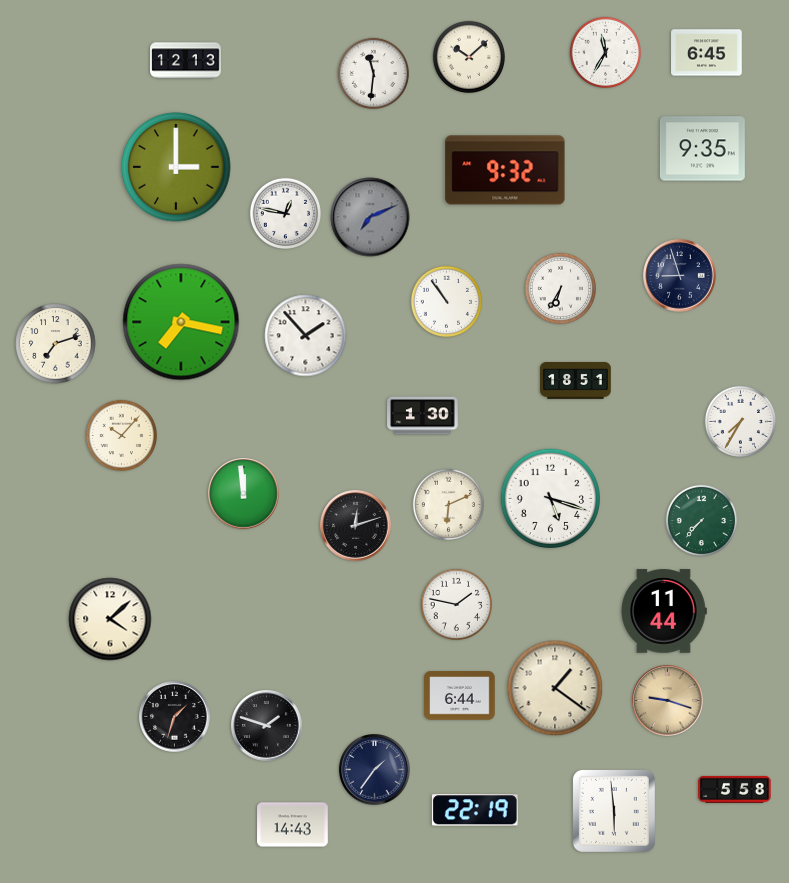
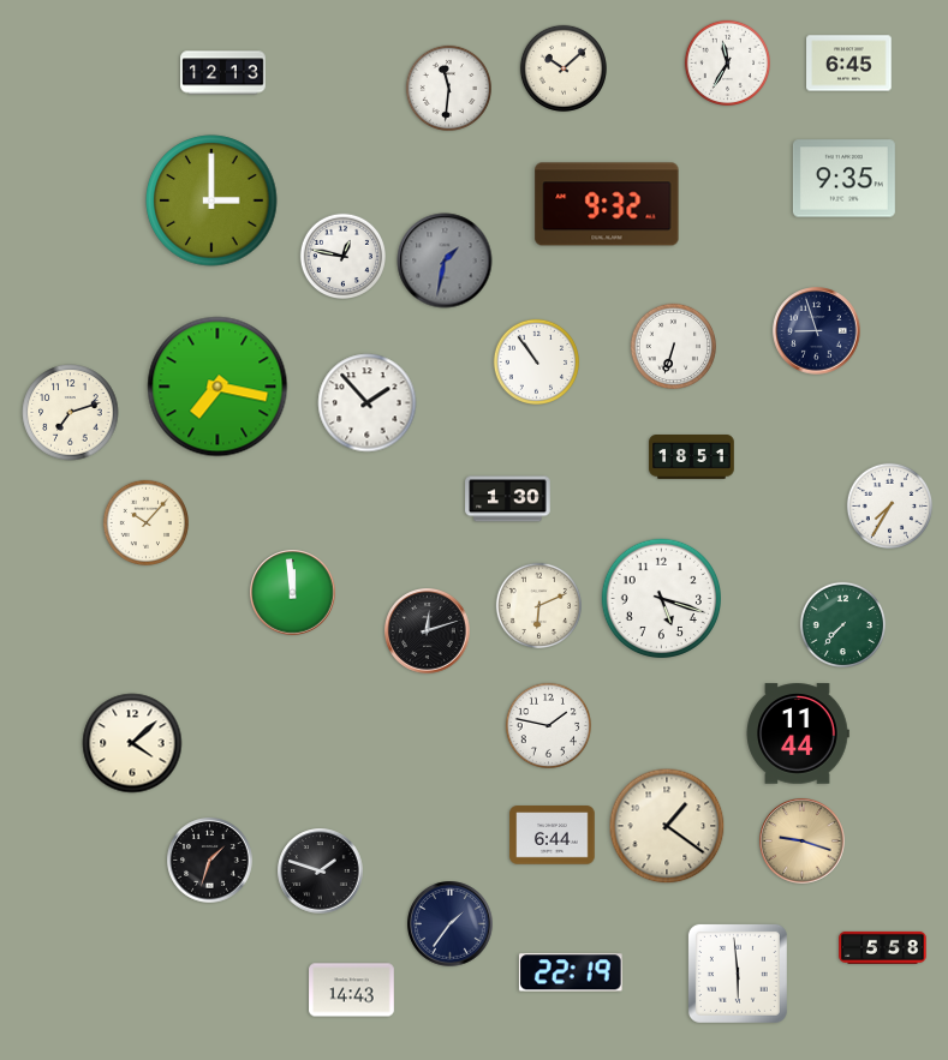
clock at (370, 217): 7:11 -> 1:32
clock at (560, 288): 6:35 -> 6:33
clock at (56, 344) position: (56, 344) -> (71, 413)
